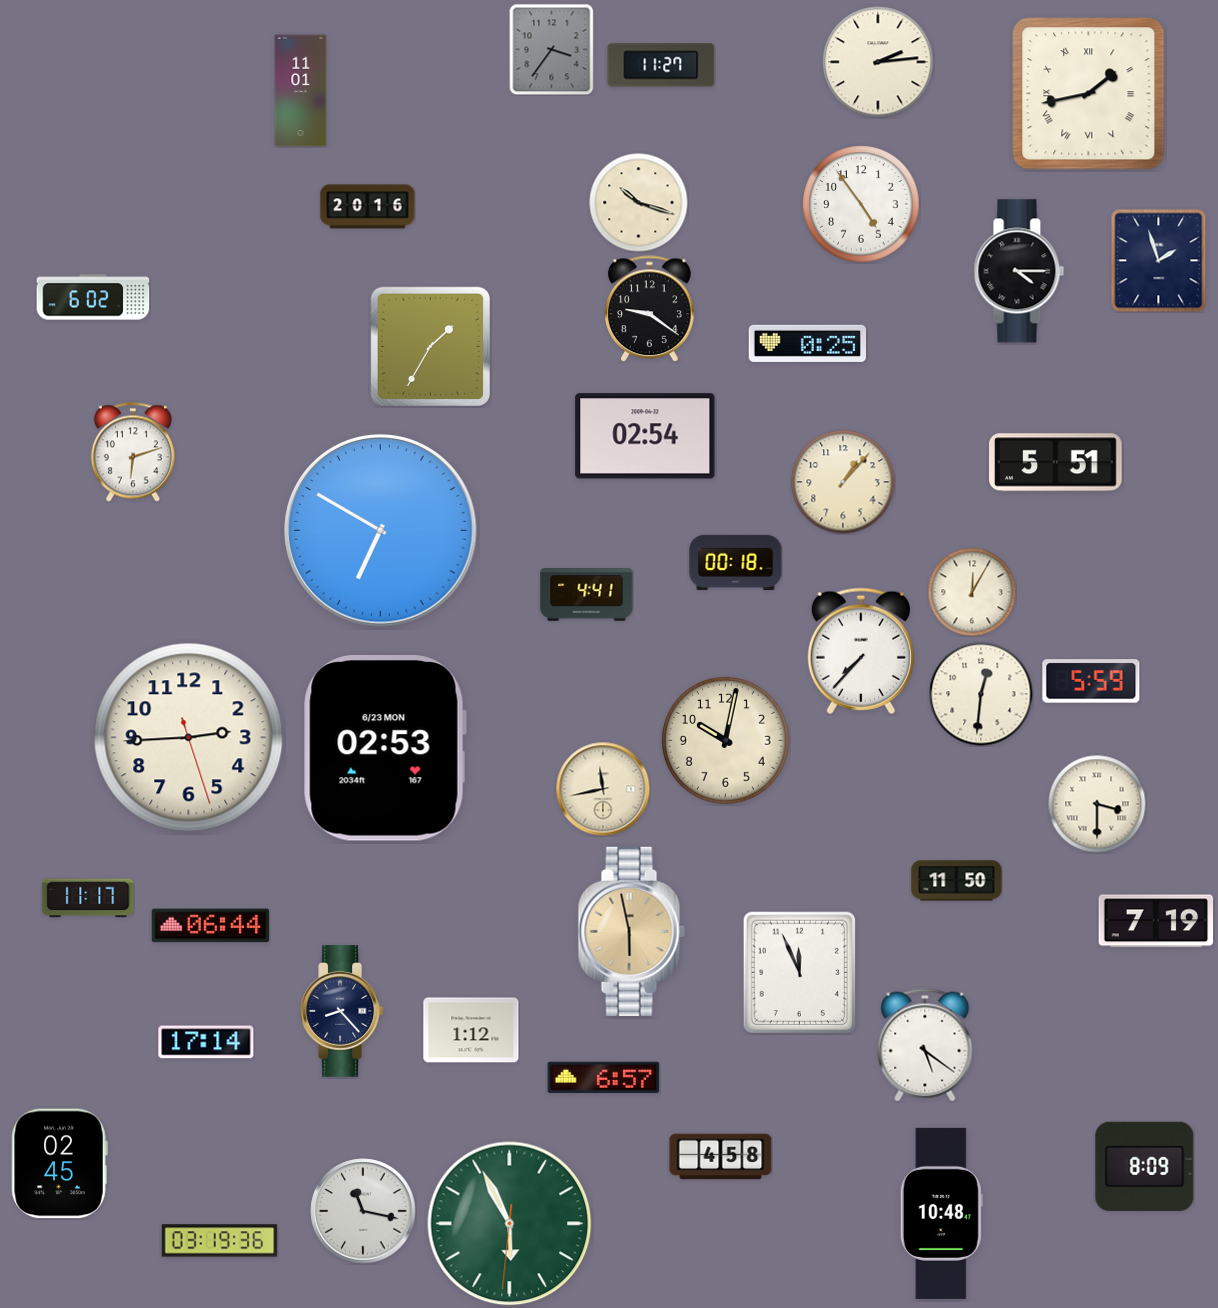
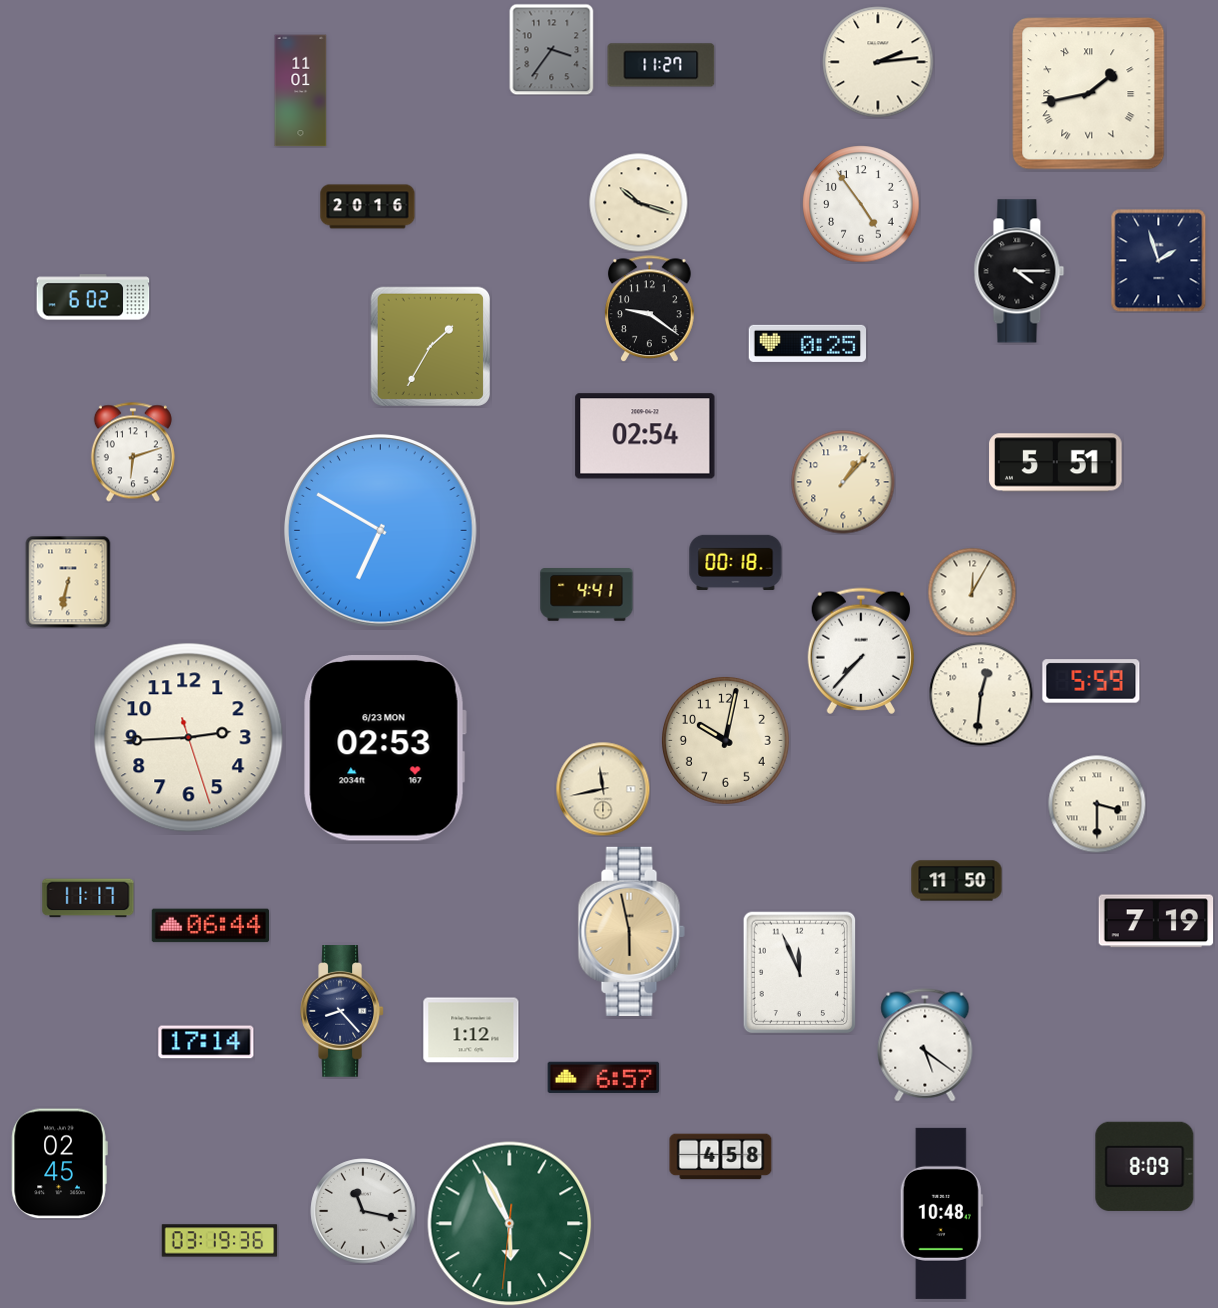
clock at (68, 582): none -> 6:32
